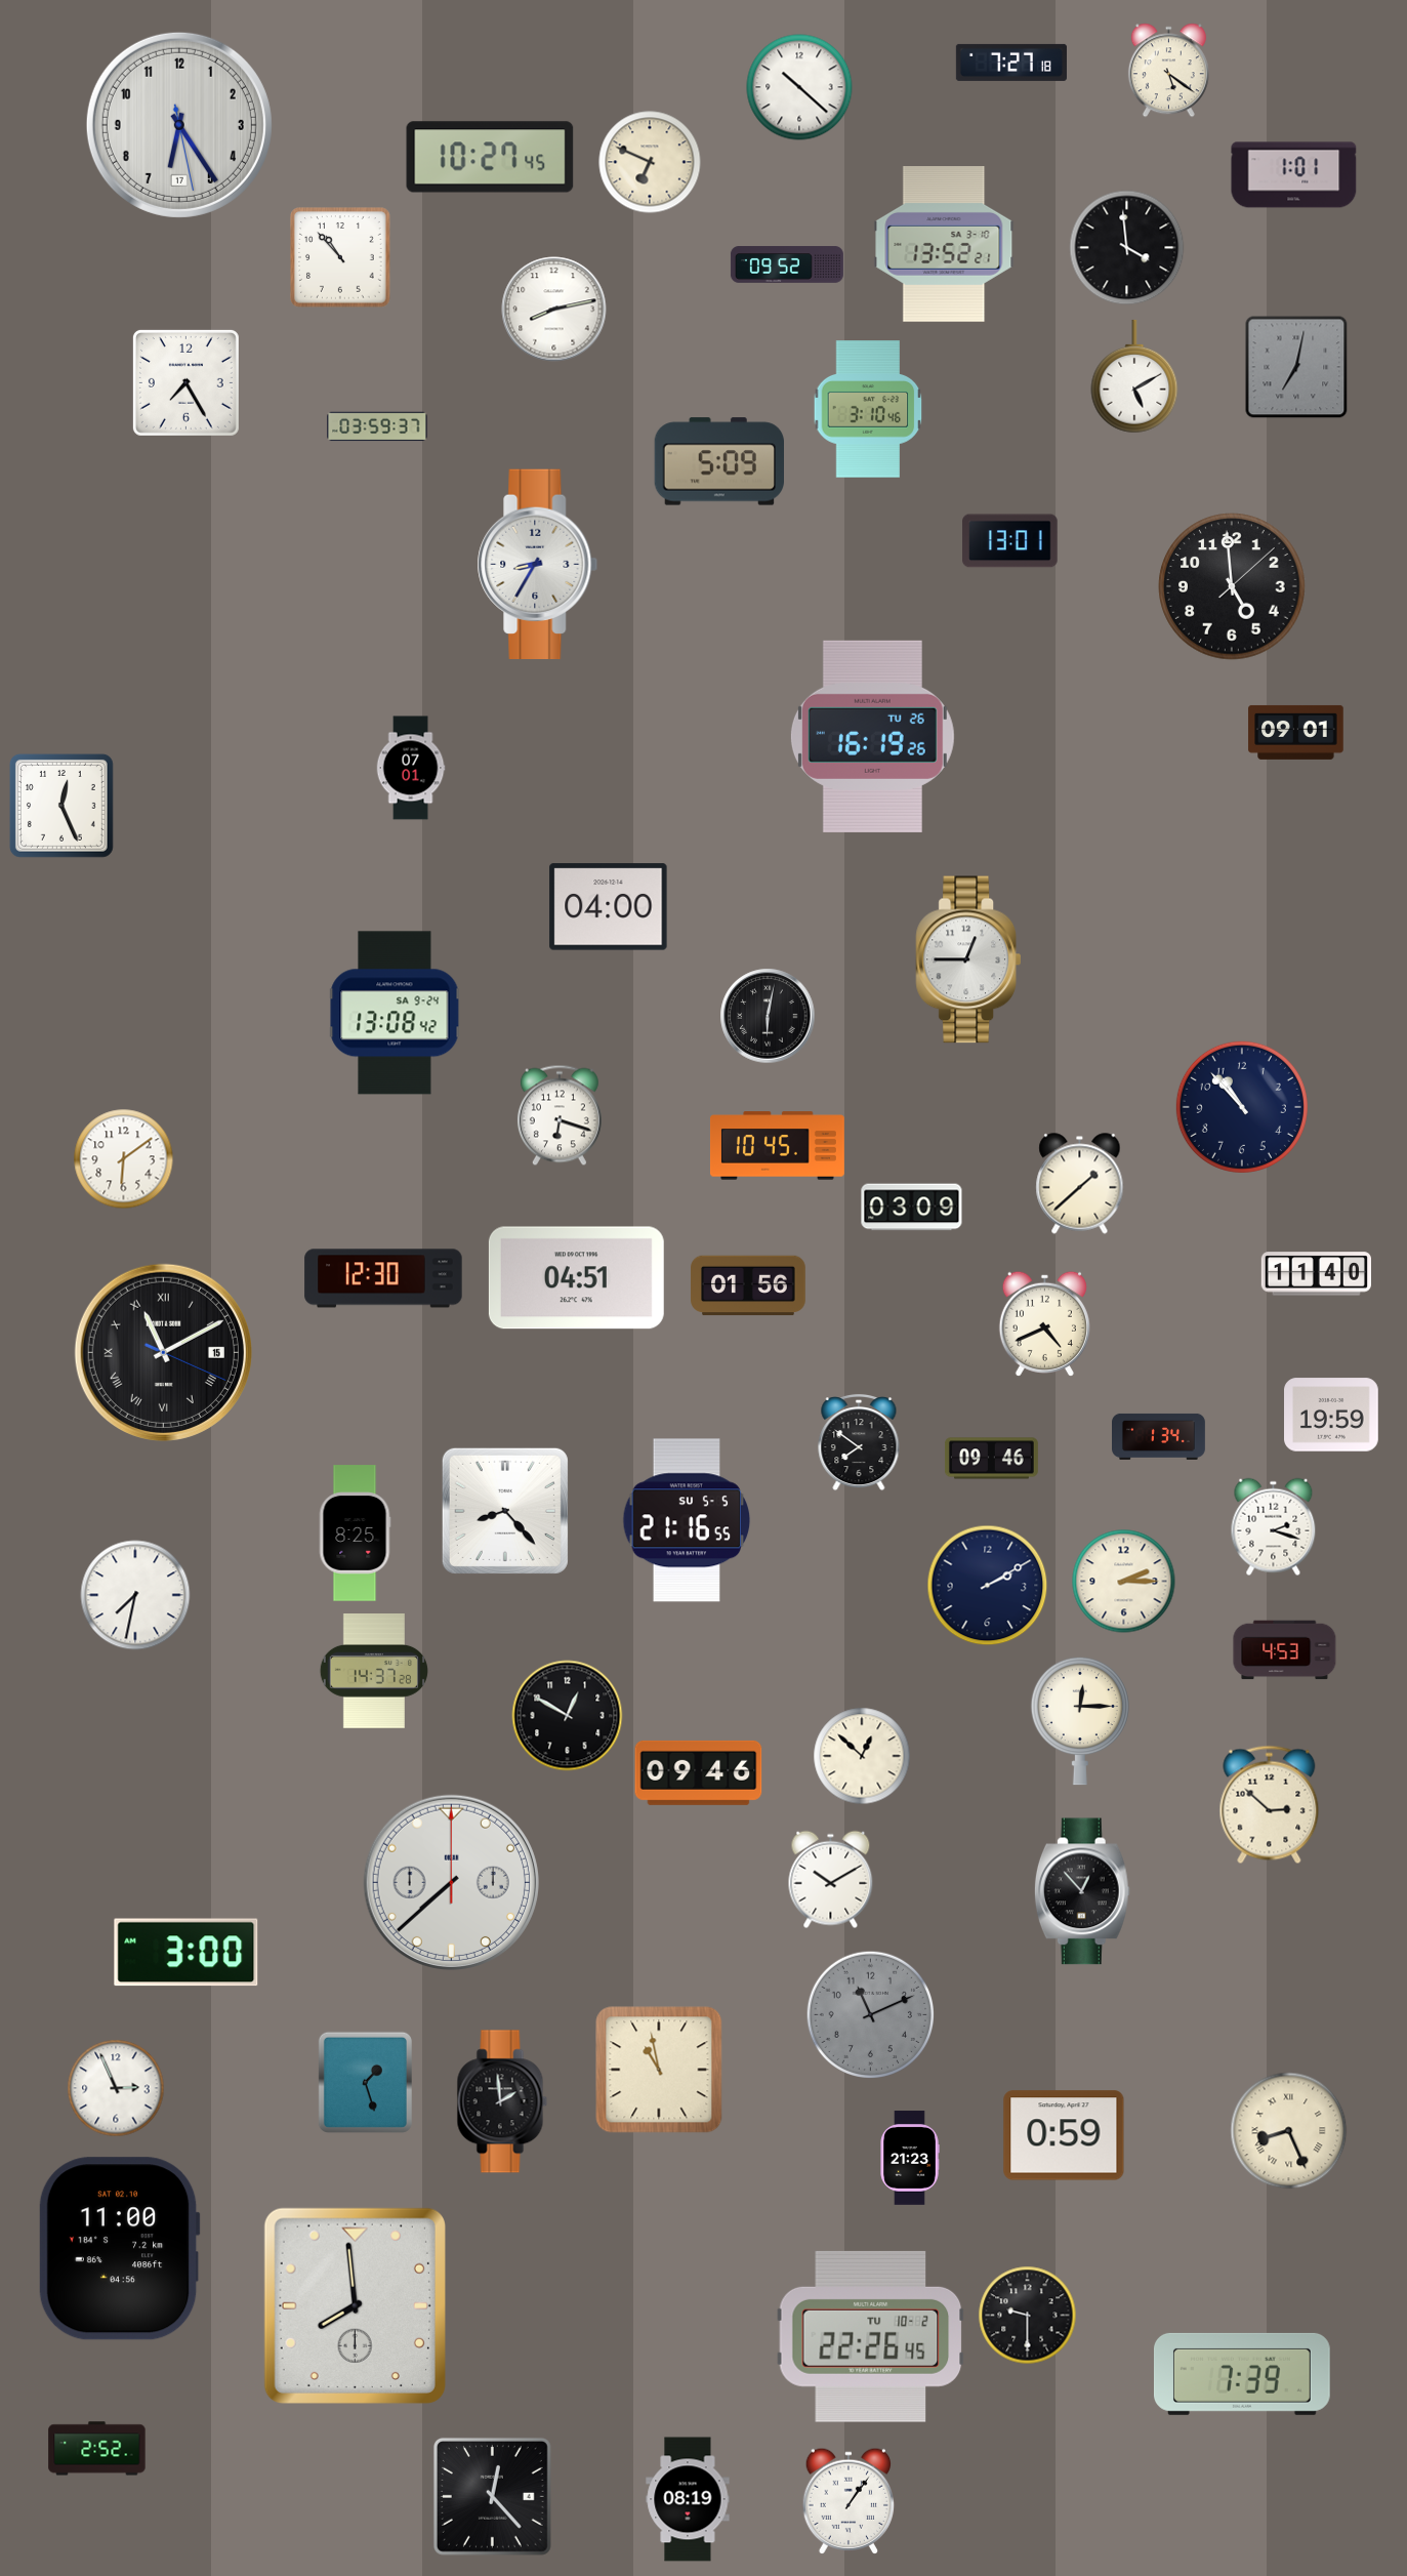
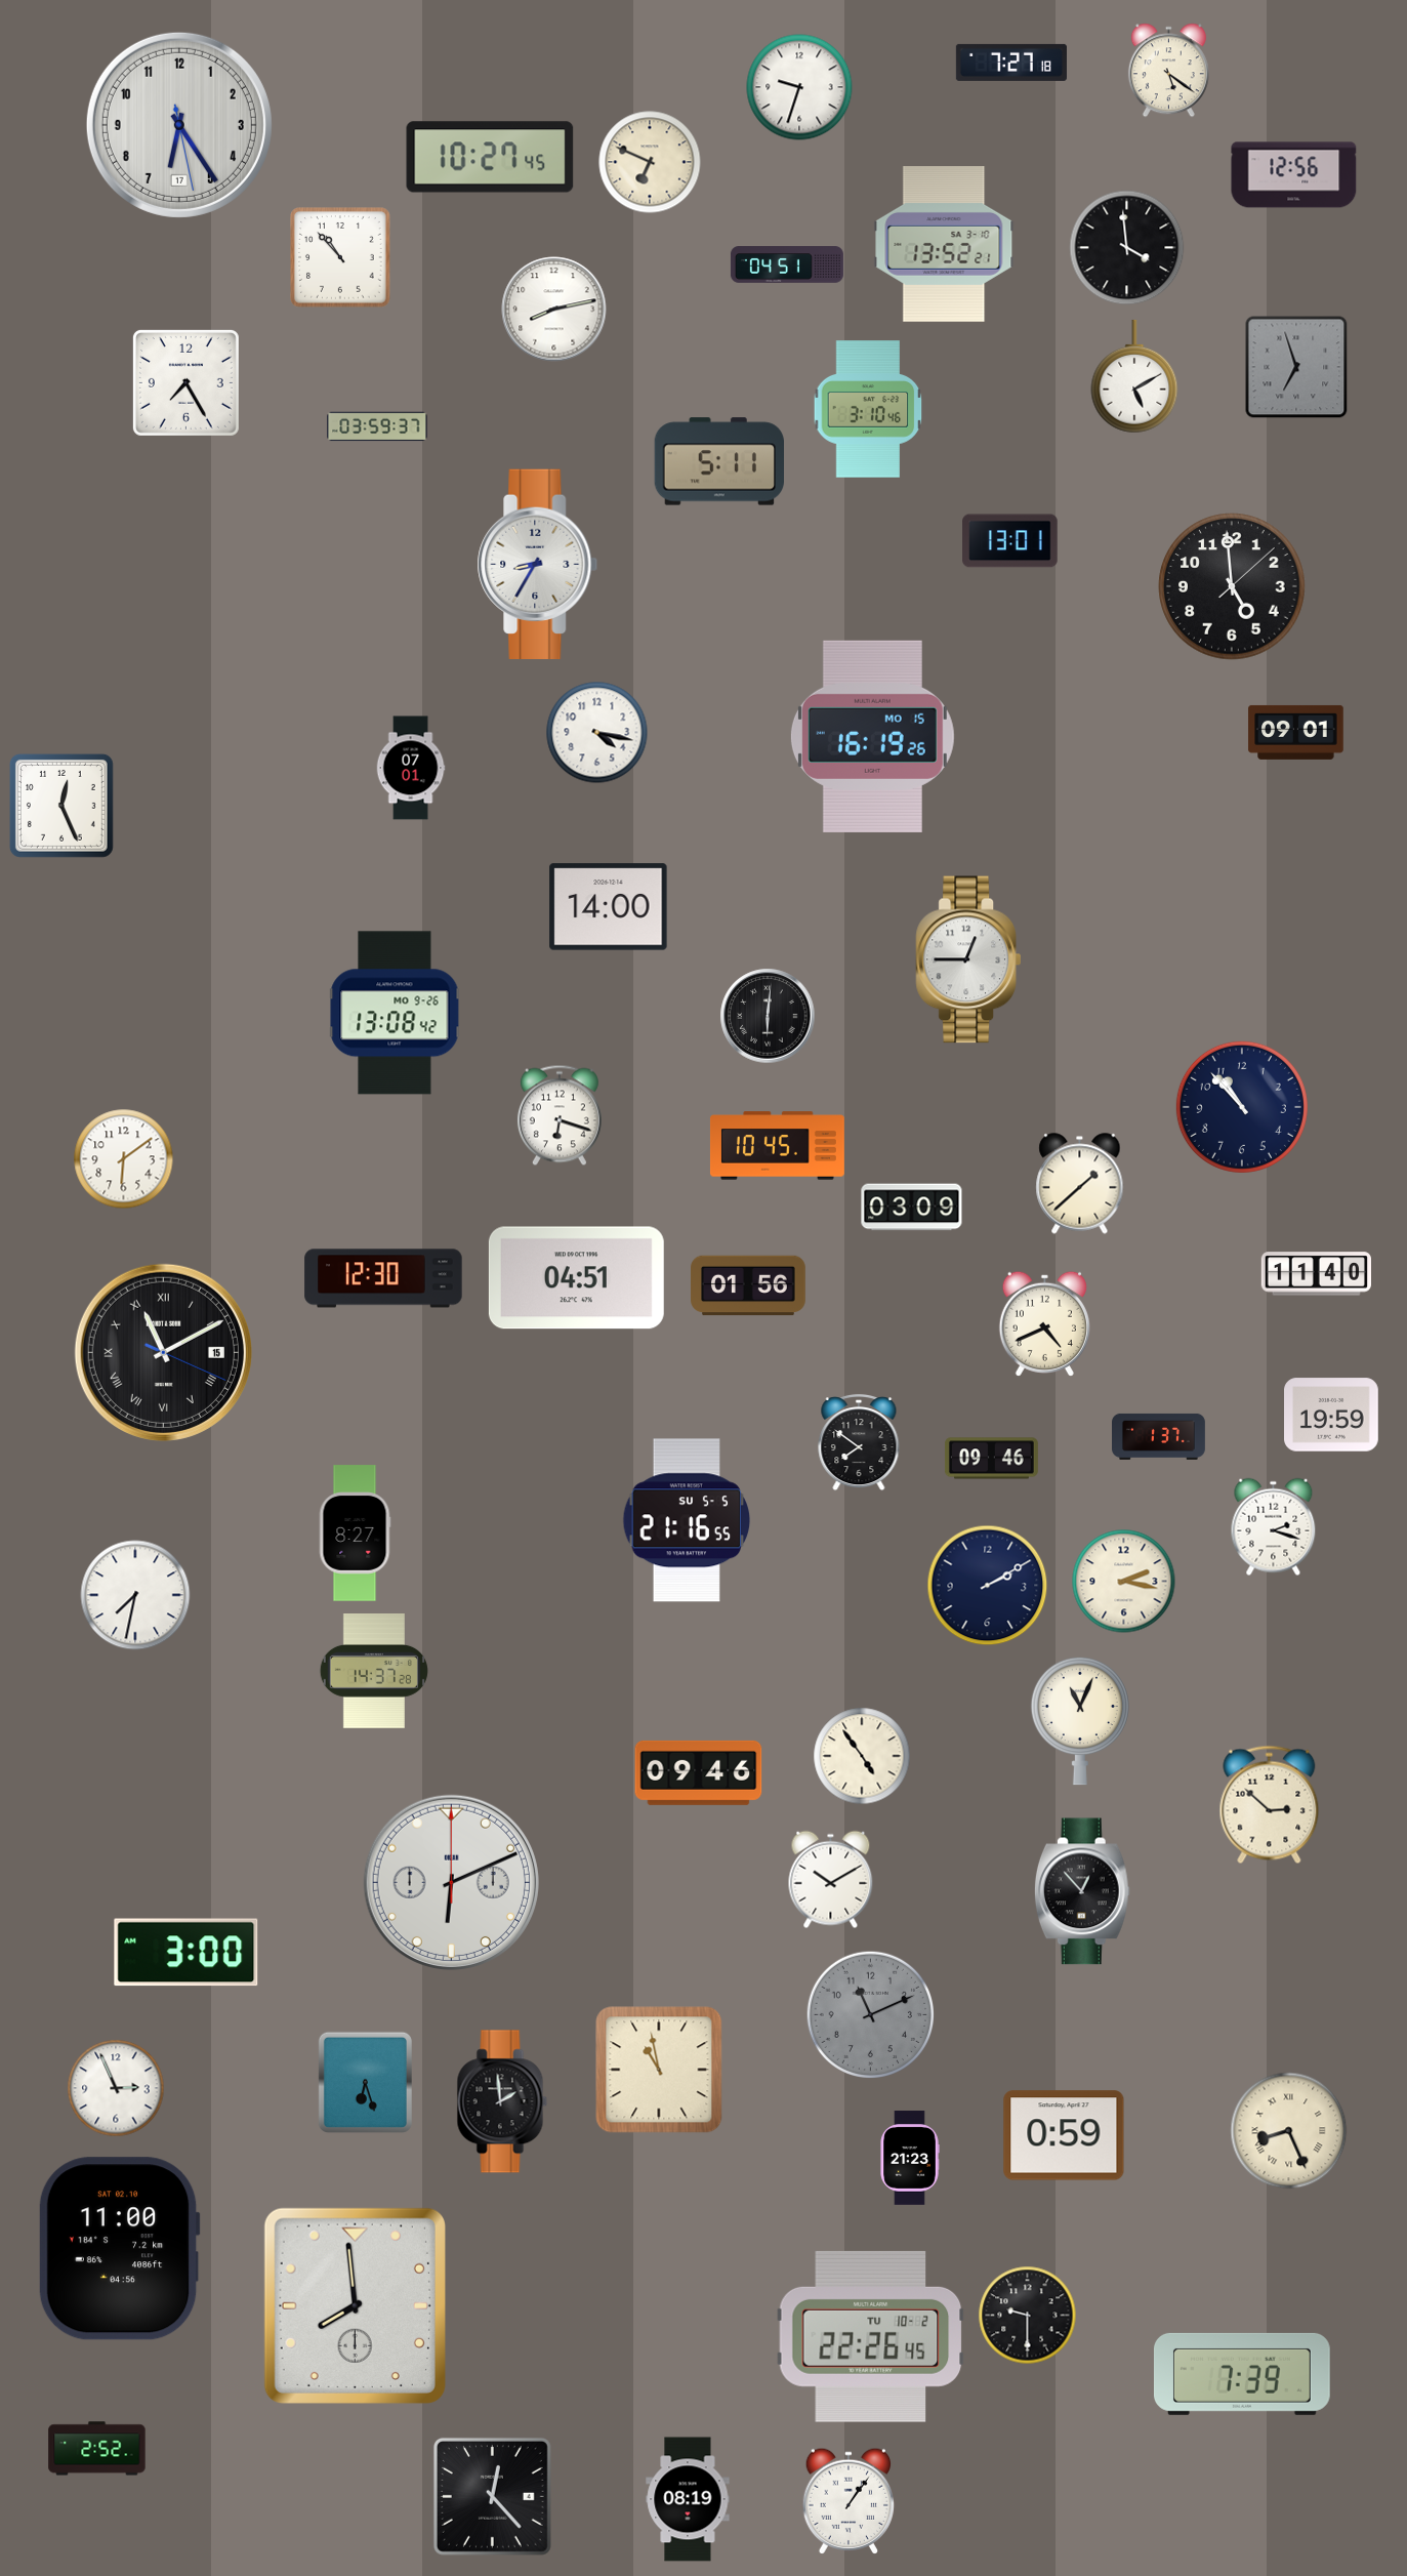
clock at (799, 87): 10:22 -> 9:33
clock at (1294, 175): 1:01 -> 12:56
clock at (787, 264): 09:52 -> 04:51
clock at (1296, 367): 7:02 -> 6:57
clock at (718, 461): 5:09 -> 5:11
clock at (597, 733): none -> 4:17
clock at (872, 736) date: TU 26 -> MO 15
clock at (609, 907): 04:00 -> 14:00
clock at (395, 1013) date: SA 9-24 -> MO 9-26
clock at (768, 1016): 6:02 -> 6:01
clock at (1159, 1436): 1:34 -> 1:37
clock at (505, 1511): 8:23 -> none
clock at (355, 1534): 8:25 -> 8:27
clock at (1124, 1582): 2:15 -> 2:17
clock at (1285, 1650): 4:53 -> none
clock at (568, 1716): 12:50 -> none
clock at (1080, 1721): 12:15 -> 11:04
clock at (862, 1756): 12:52 -> 4:54
clock at (451, 1882): 7:38 -> 6:11
clock at (365, 2082): 1:27 -> 6:27
